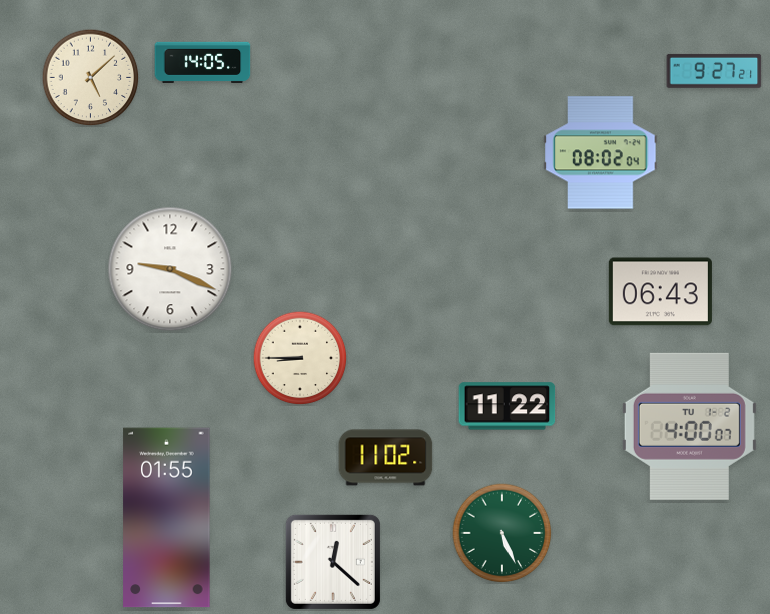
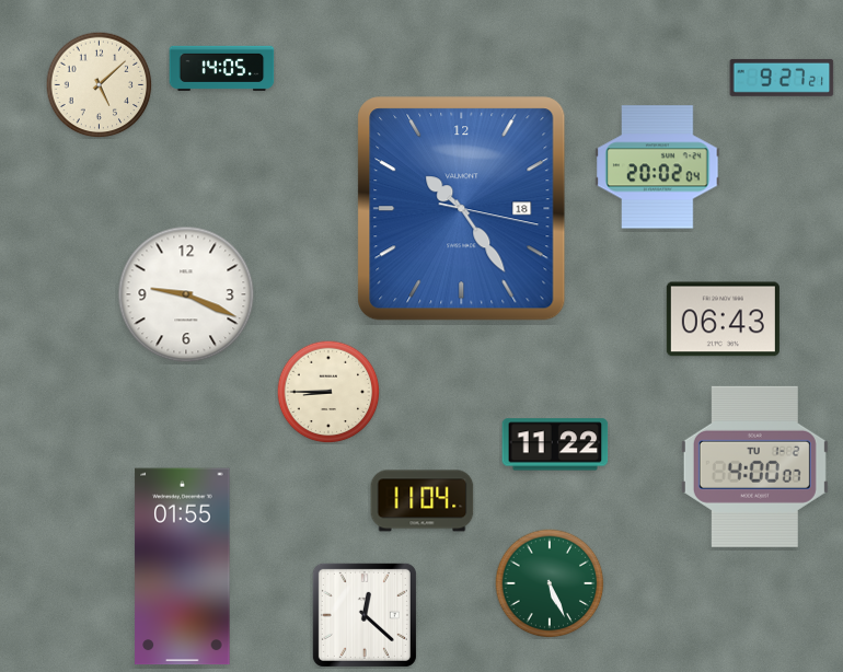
clock at (601, 153): 08:02 -> 20:02
clock at (462, 209): none -> 10:24
clock at (386, 458): 11:02 -> 11:04
